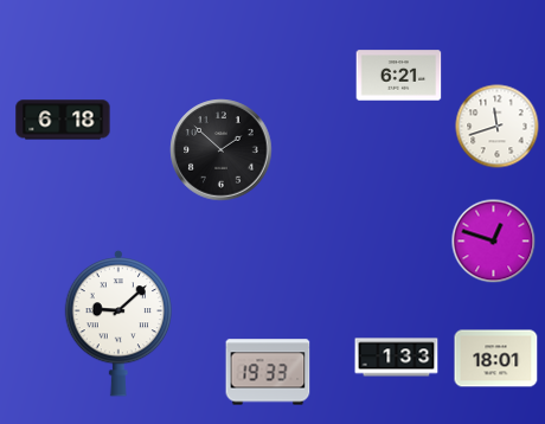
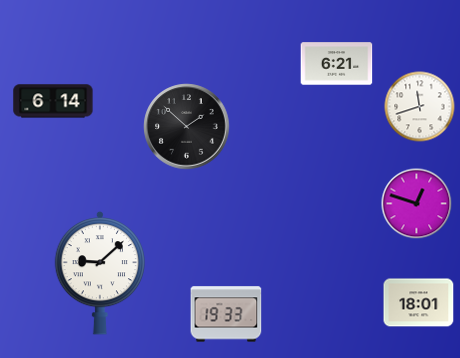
clock at (63, 120): 6:18 -> 6:14
clock at (397, 358): 1:33 -> none
